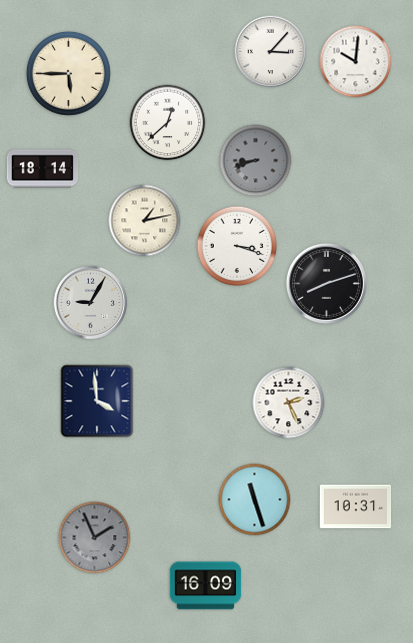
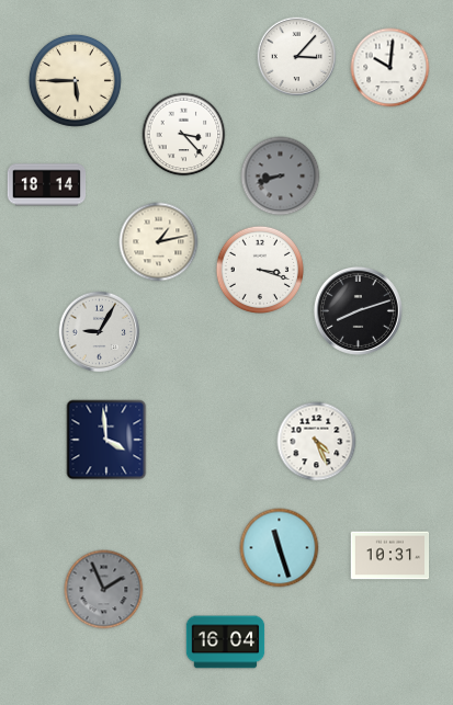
clock at (168, 123): 12:38 -> 3:23
clock at (289, 403): 2:26 -> 4:26
clock at (206, 586): 16:09 -> 16:04
